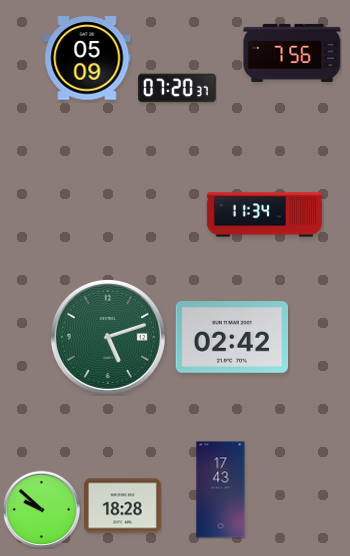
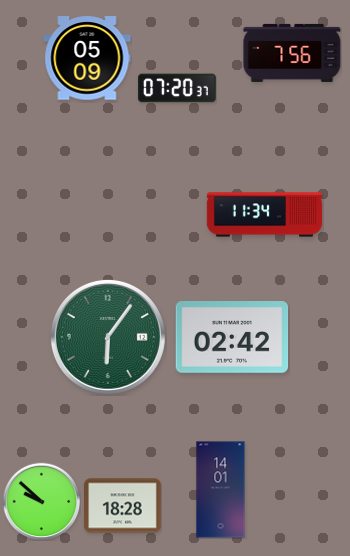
clock at (108, 337): 5:12 -> 6:06
clock at (221, 490): 17:43 -> 14:01
clock at (41, 509) position: (41, 509) -> (41, 501)
